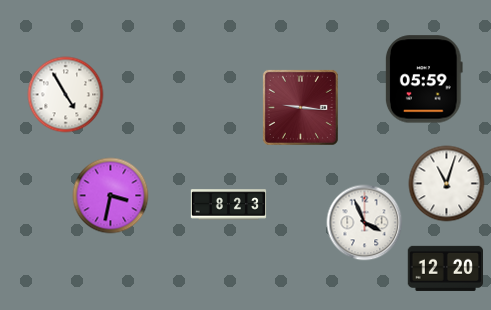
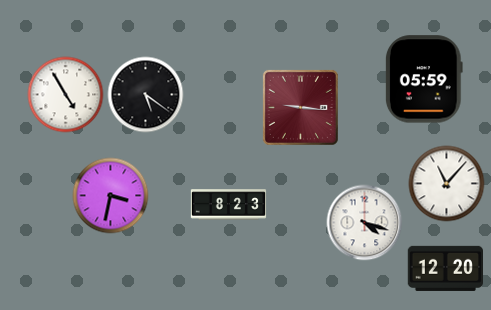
clock at (146, 95): none -> 5:21
clock at (447, 184): 11:03 -> 11:07
clock at (365, 223): 3:56 -> 4:18
